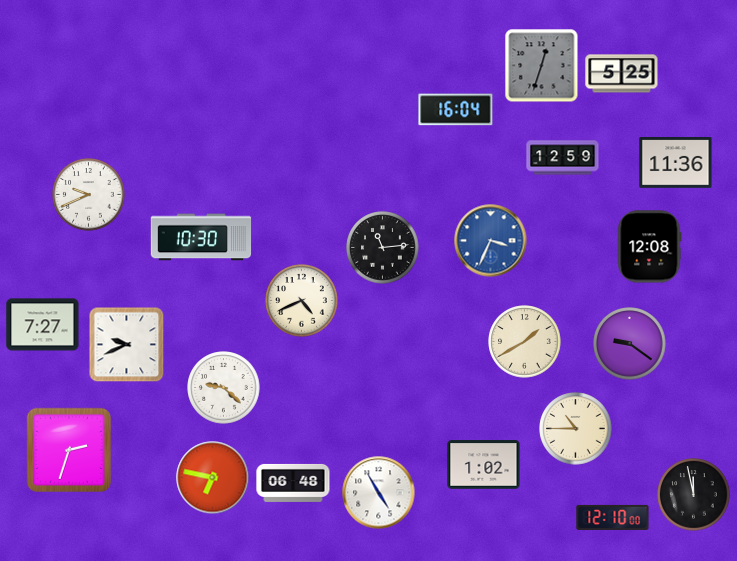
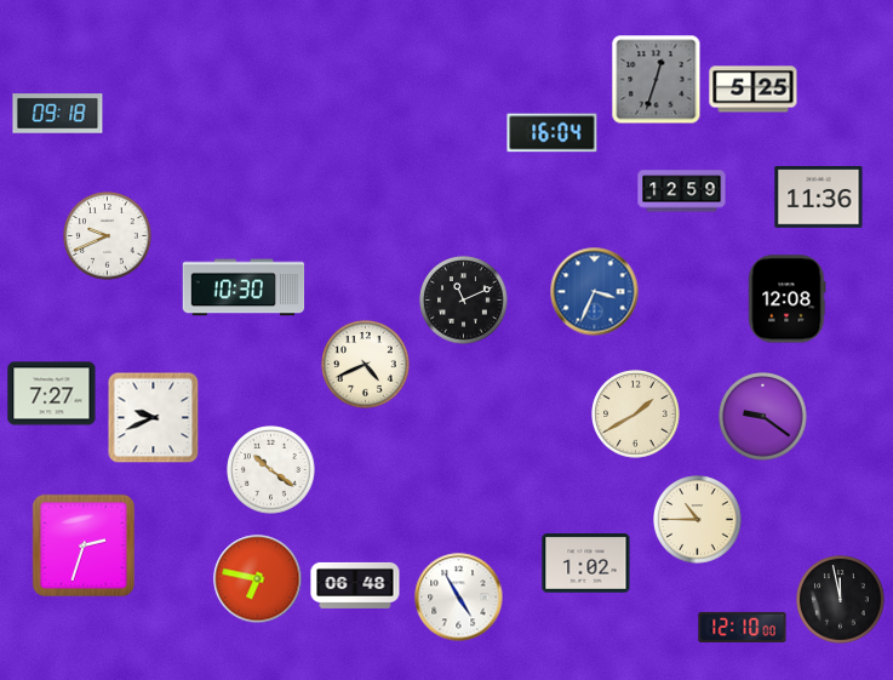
clock at (58, 114): none -> 09:18
clock at (383, 248): 11:14 -> 11:11
clock at (224, 388): 9:22 -> 10:21
